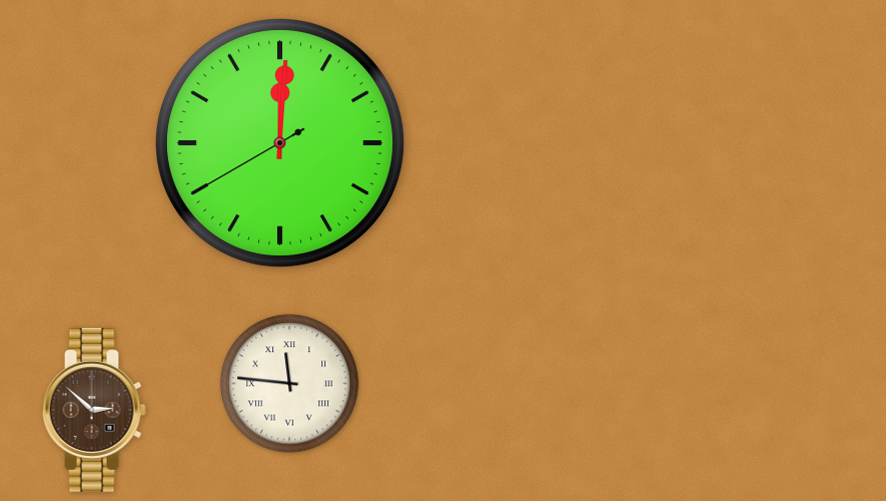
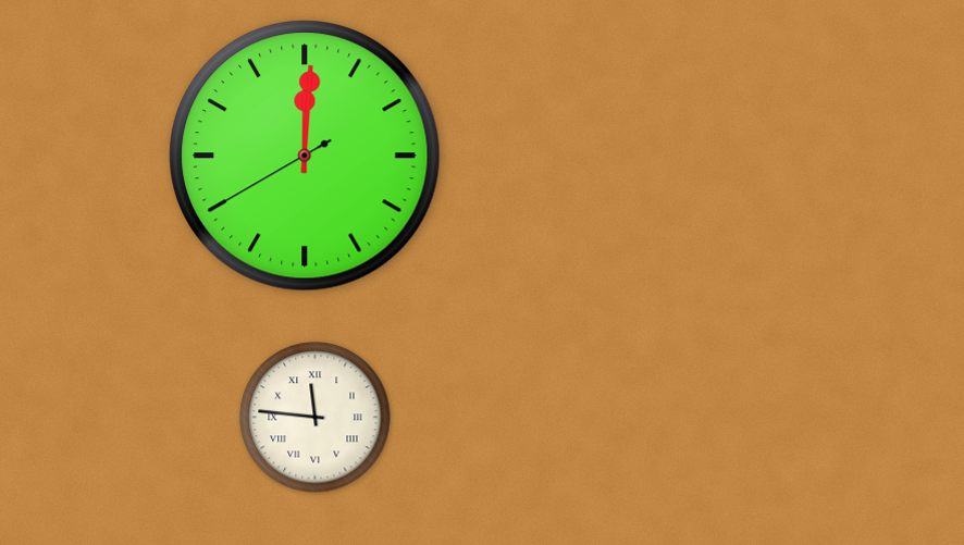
clock at (94, 410): 2:52 -> none
